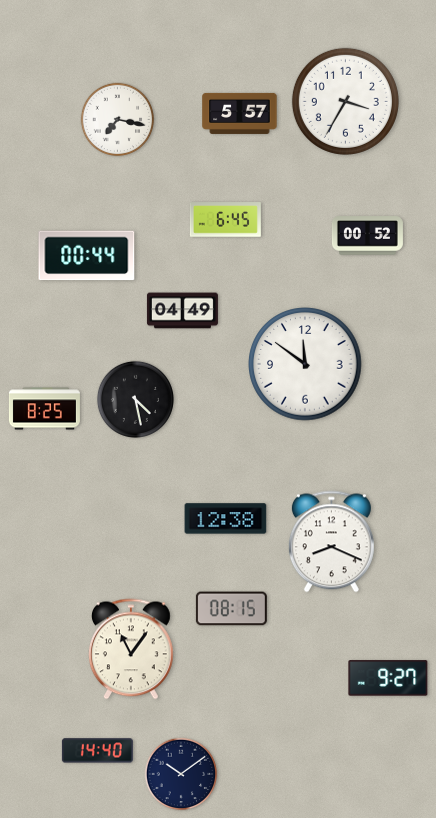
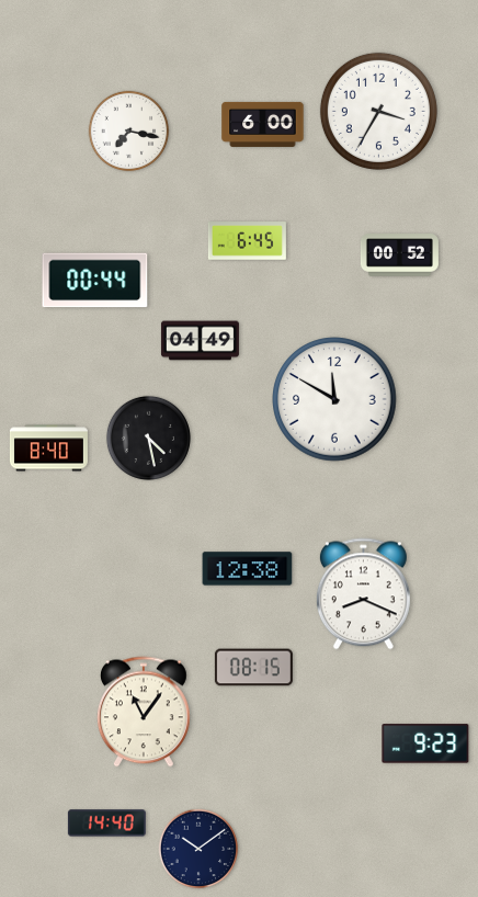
clock at (240, 113): 5:57 -> 6:00
clock at (367, 236) position: (367, 236) -> (399, 256)
clock at (305, 364): 11:51 -> 11:50
clock at (44, 409): 8:25 -> 8:40
clock at (388, 678): 9:27 -> 9:23
